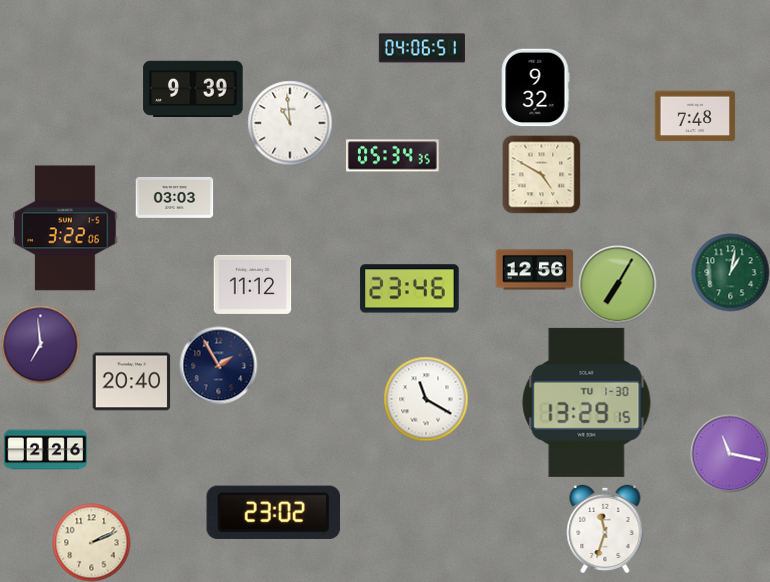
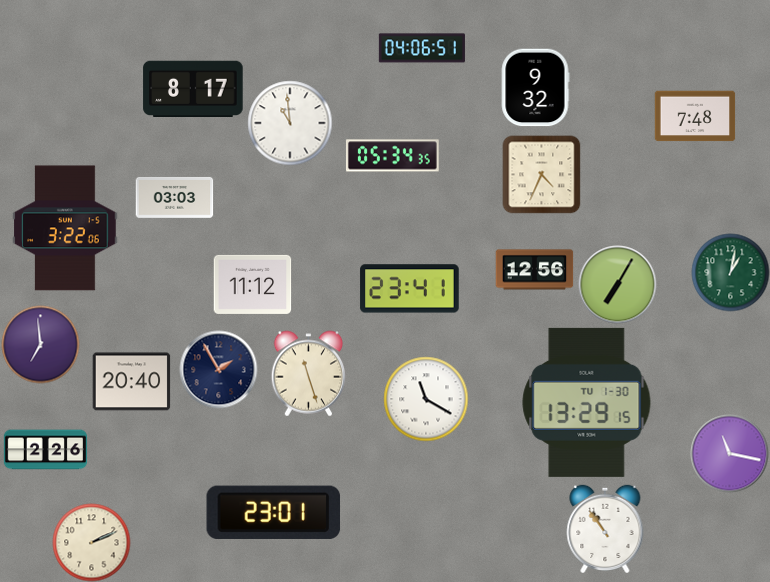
clock at (193, 88): 9:39 -> 8:17
clock at (541, 174): 4:50 -> 4:34
clock at (410, 289): 23:46 -> 23:41
clock at (218, 365) position: (218, 365) -> (218, 369)
clock at (309, 373): none -> 11:27
clock at (274, 512): 23:02 -> 23:01
clock at (605, 528): 11:33 -> 10:54
